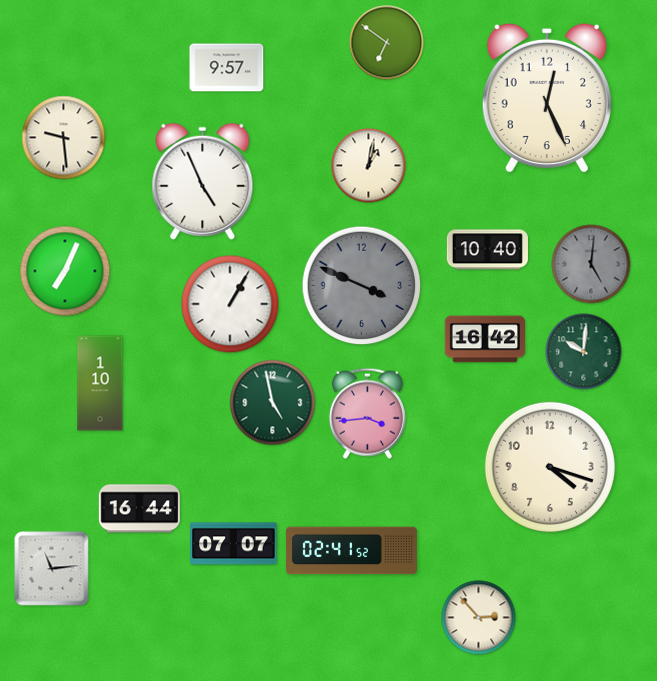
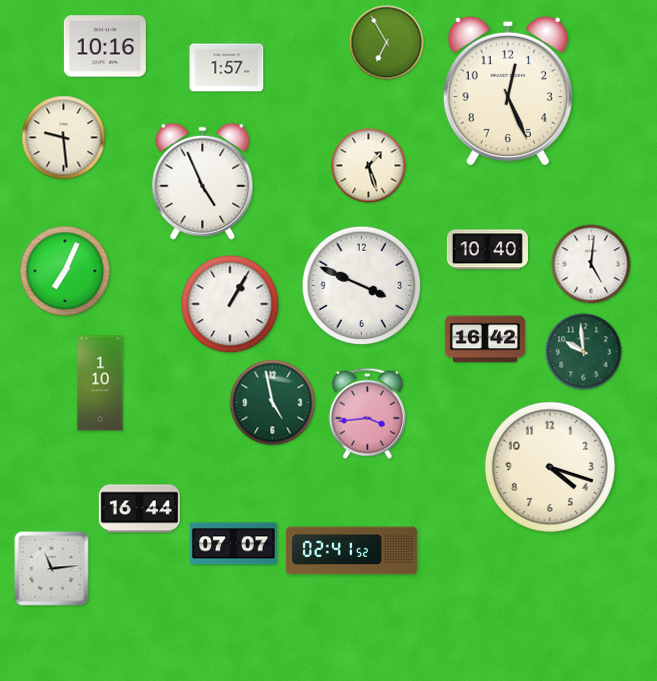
clock at (387, 43): 6:51 -> 6:55
clock at (105, 46): none -> 10:16
clock at (227, 68): 9:57 -> 1:57
clock at (547, 98) position: (547, 98) -> (508, 91)
clock at (369, 166): 1:02 -> 1:27
clock at (591, 264) dial: grey -> white
clock at (362, 286) dial: grey -> white
clock at (584, 352): 10:01 -> 9:59
clock at (479, 618): 2:53 -> none
